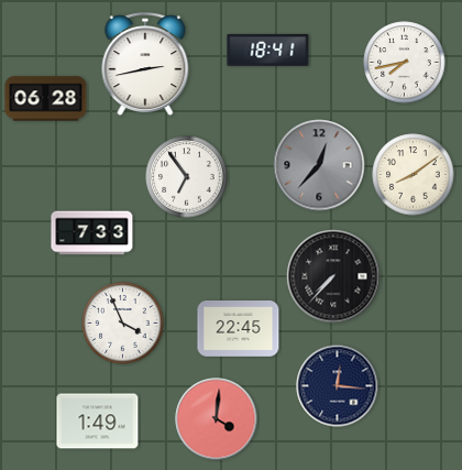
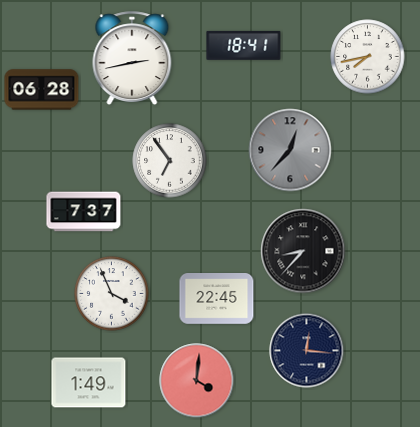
clock at (414, 175): 8:09 -> none
clock at (92, 233): 7:33 -> 7:37
clock at (333, 276): 7:37 -> 8:37
